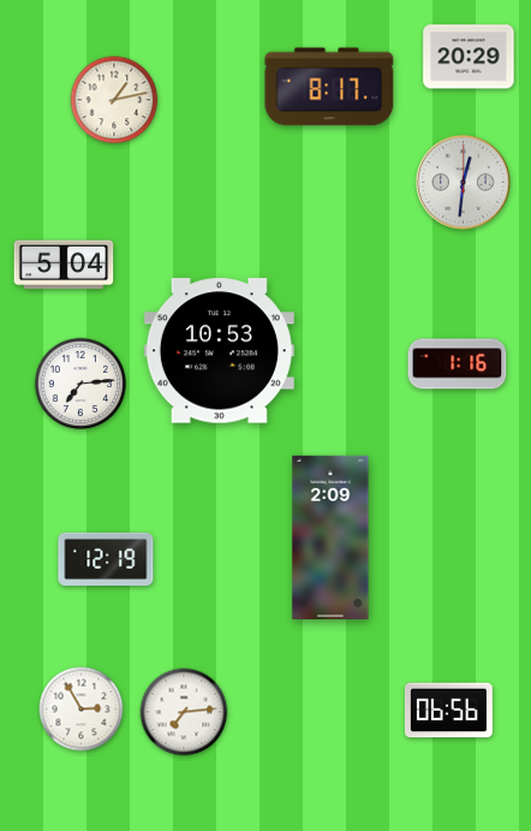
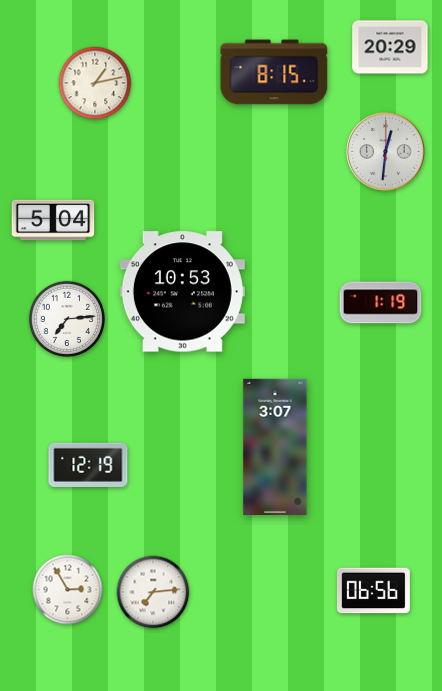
clock at (329, 87): 8:17 -> 8:15
clock at (458, 364): 1:16 -> 1:19
clock at (330, 538): 2:09 -> 3:07
